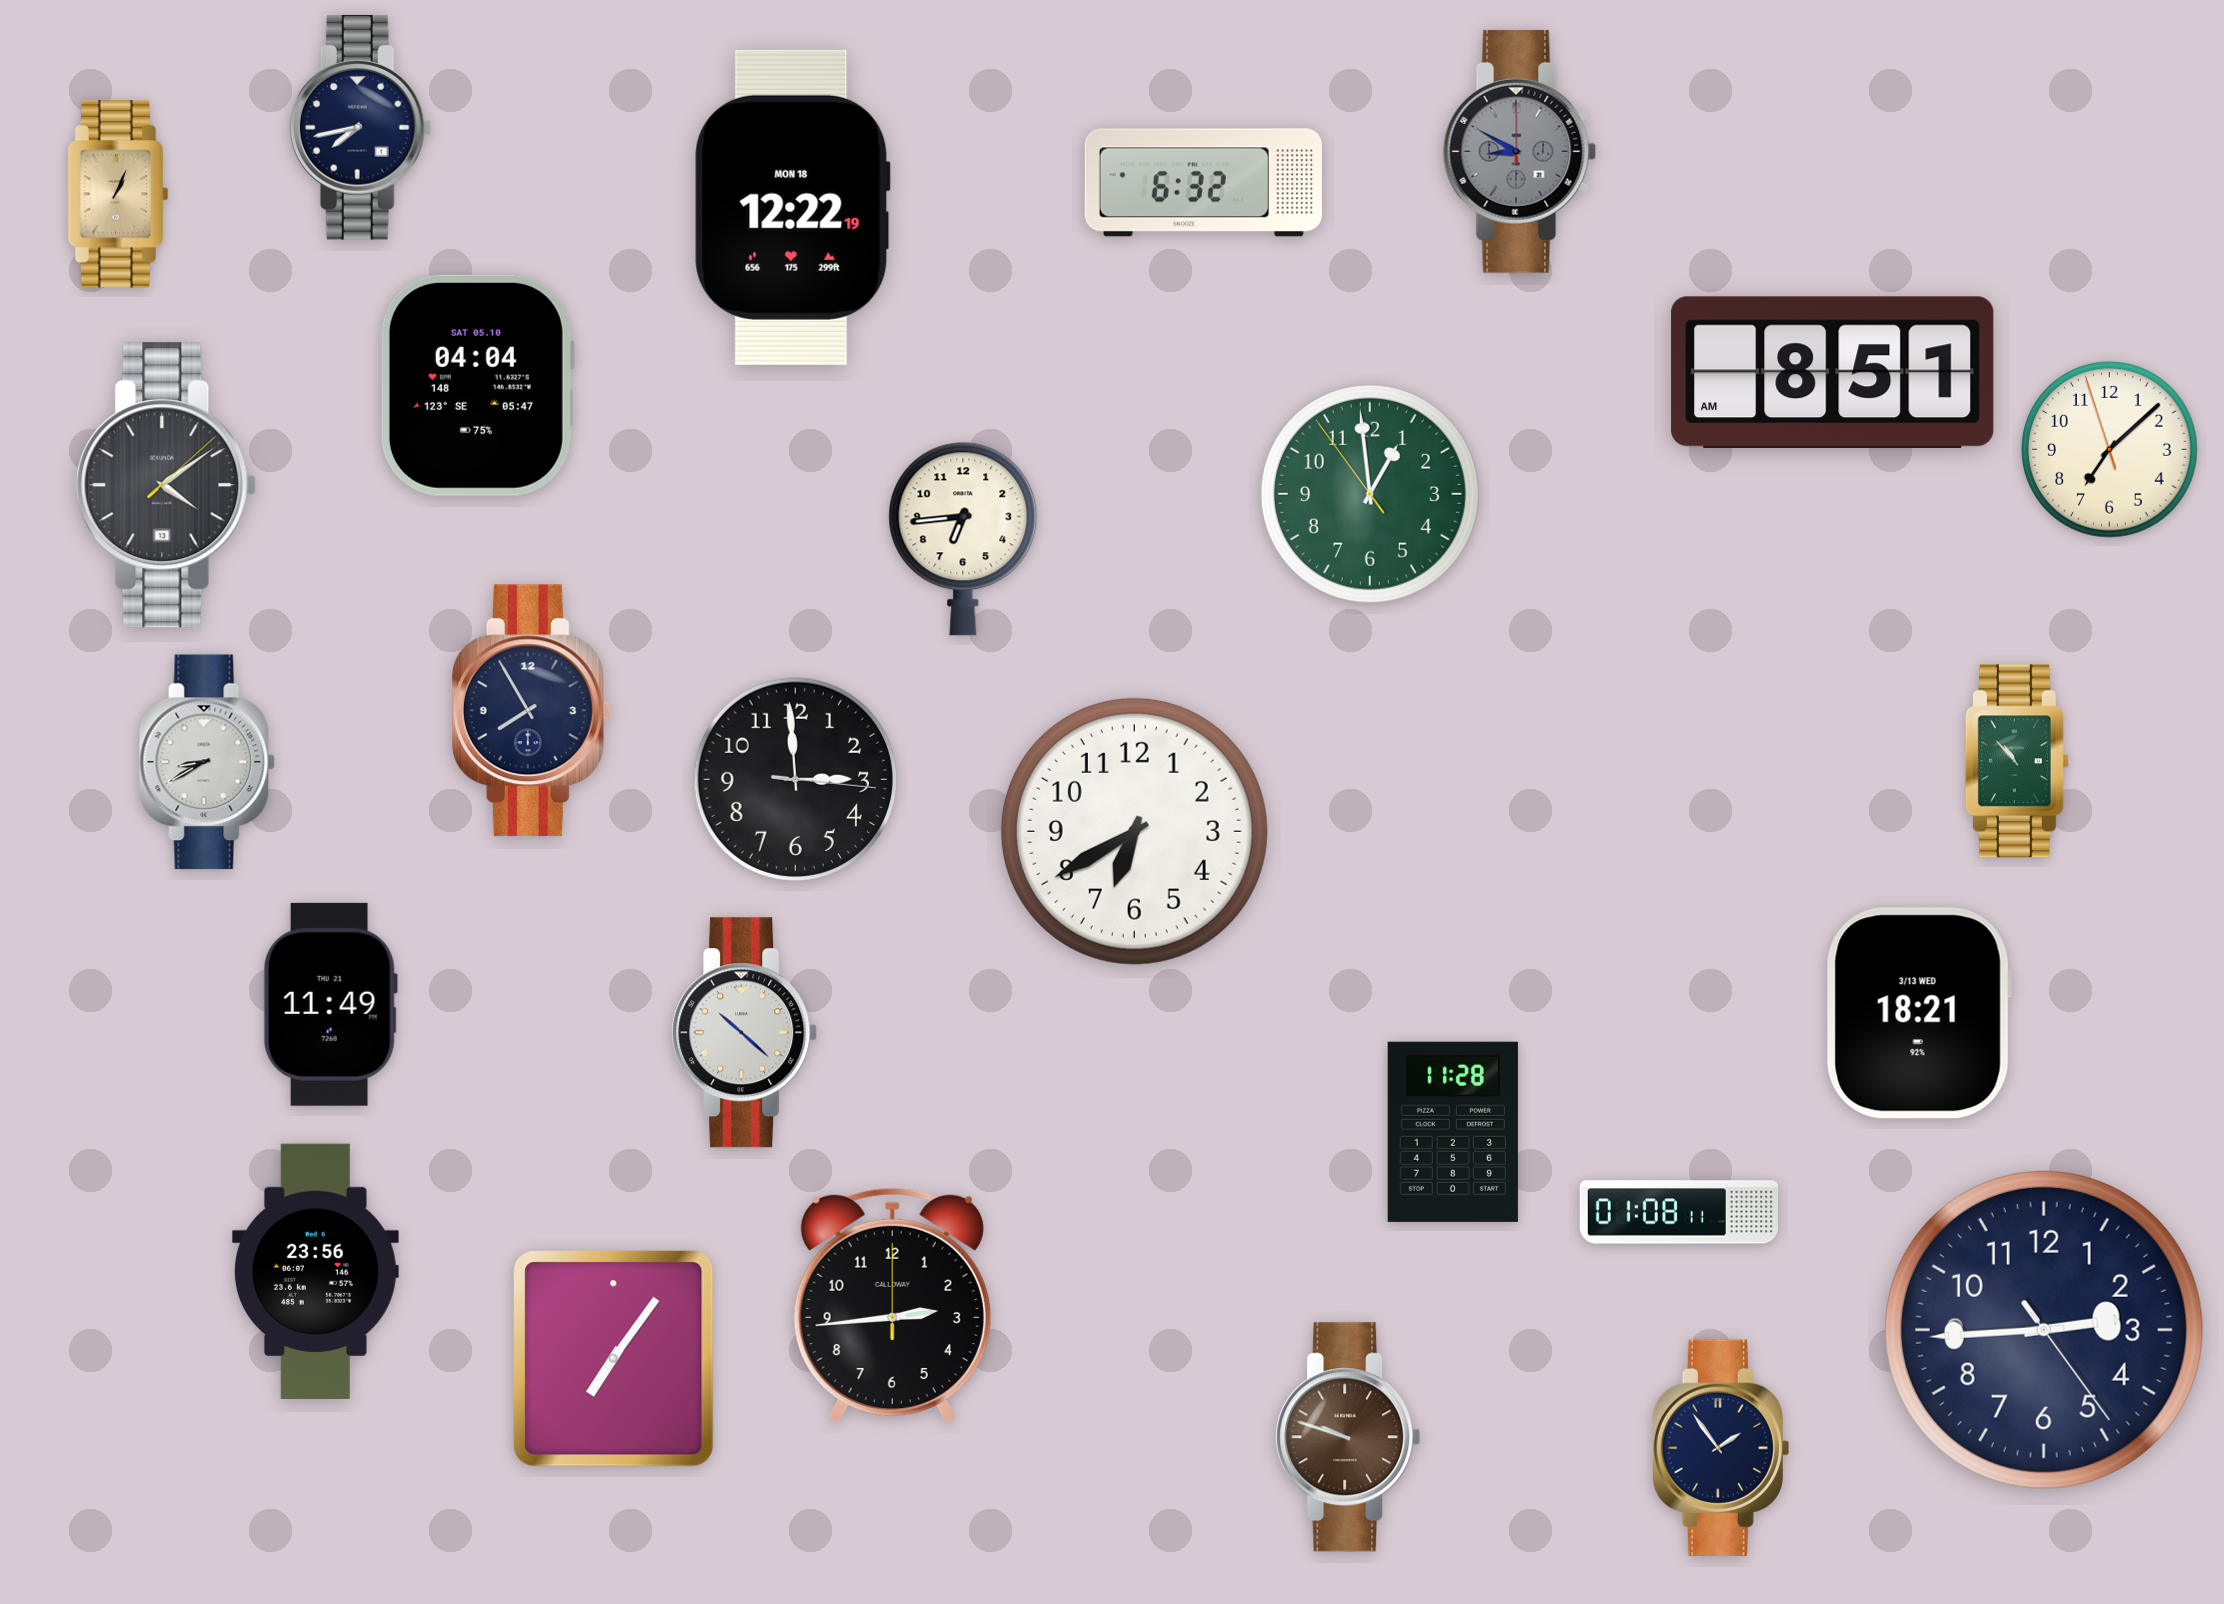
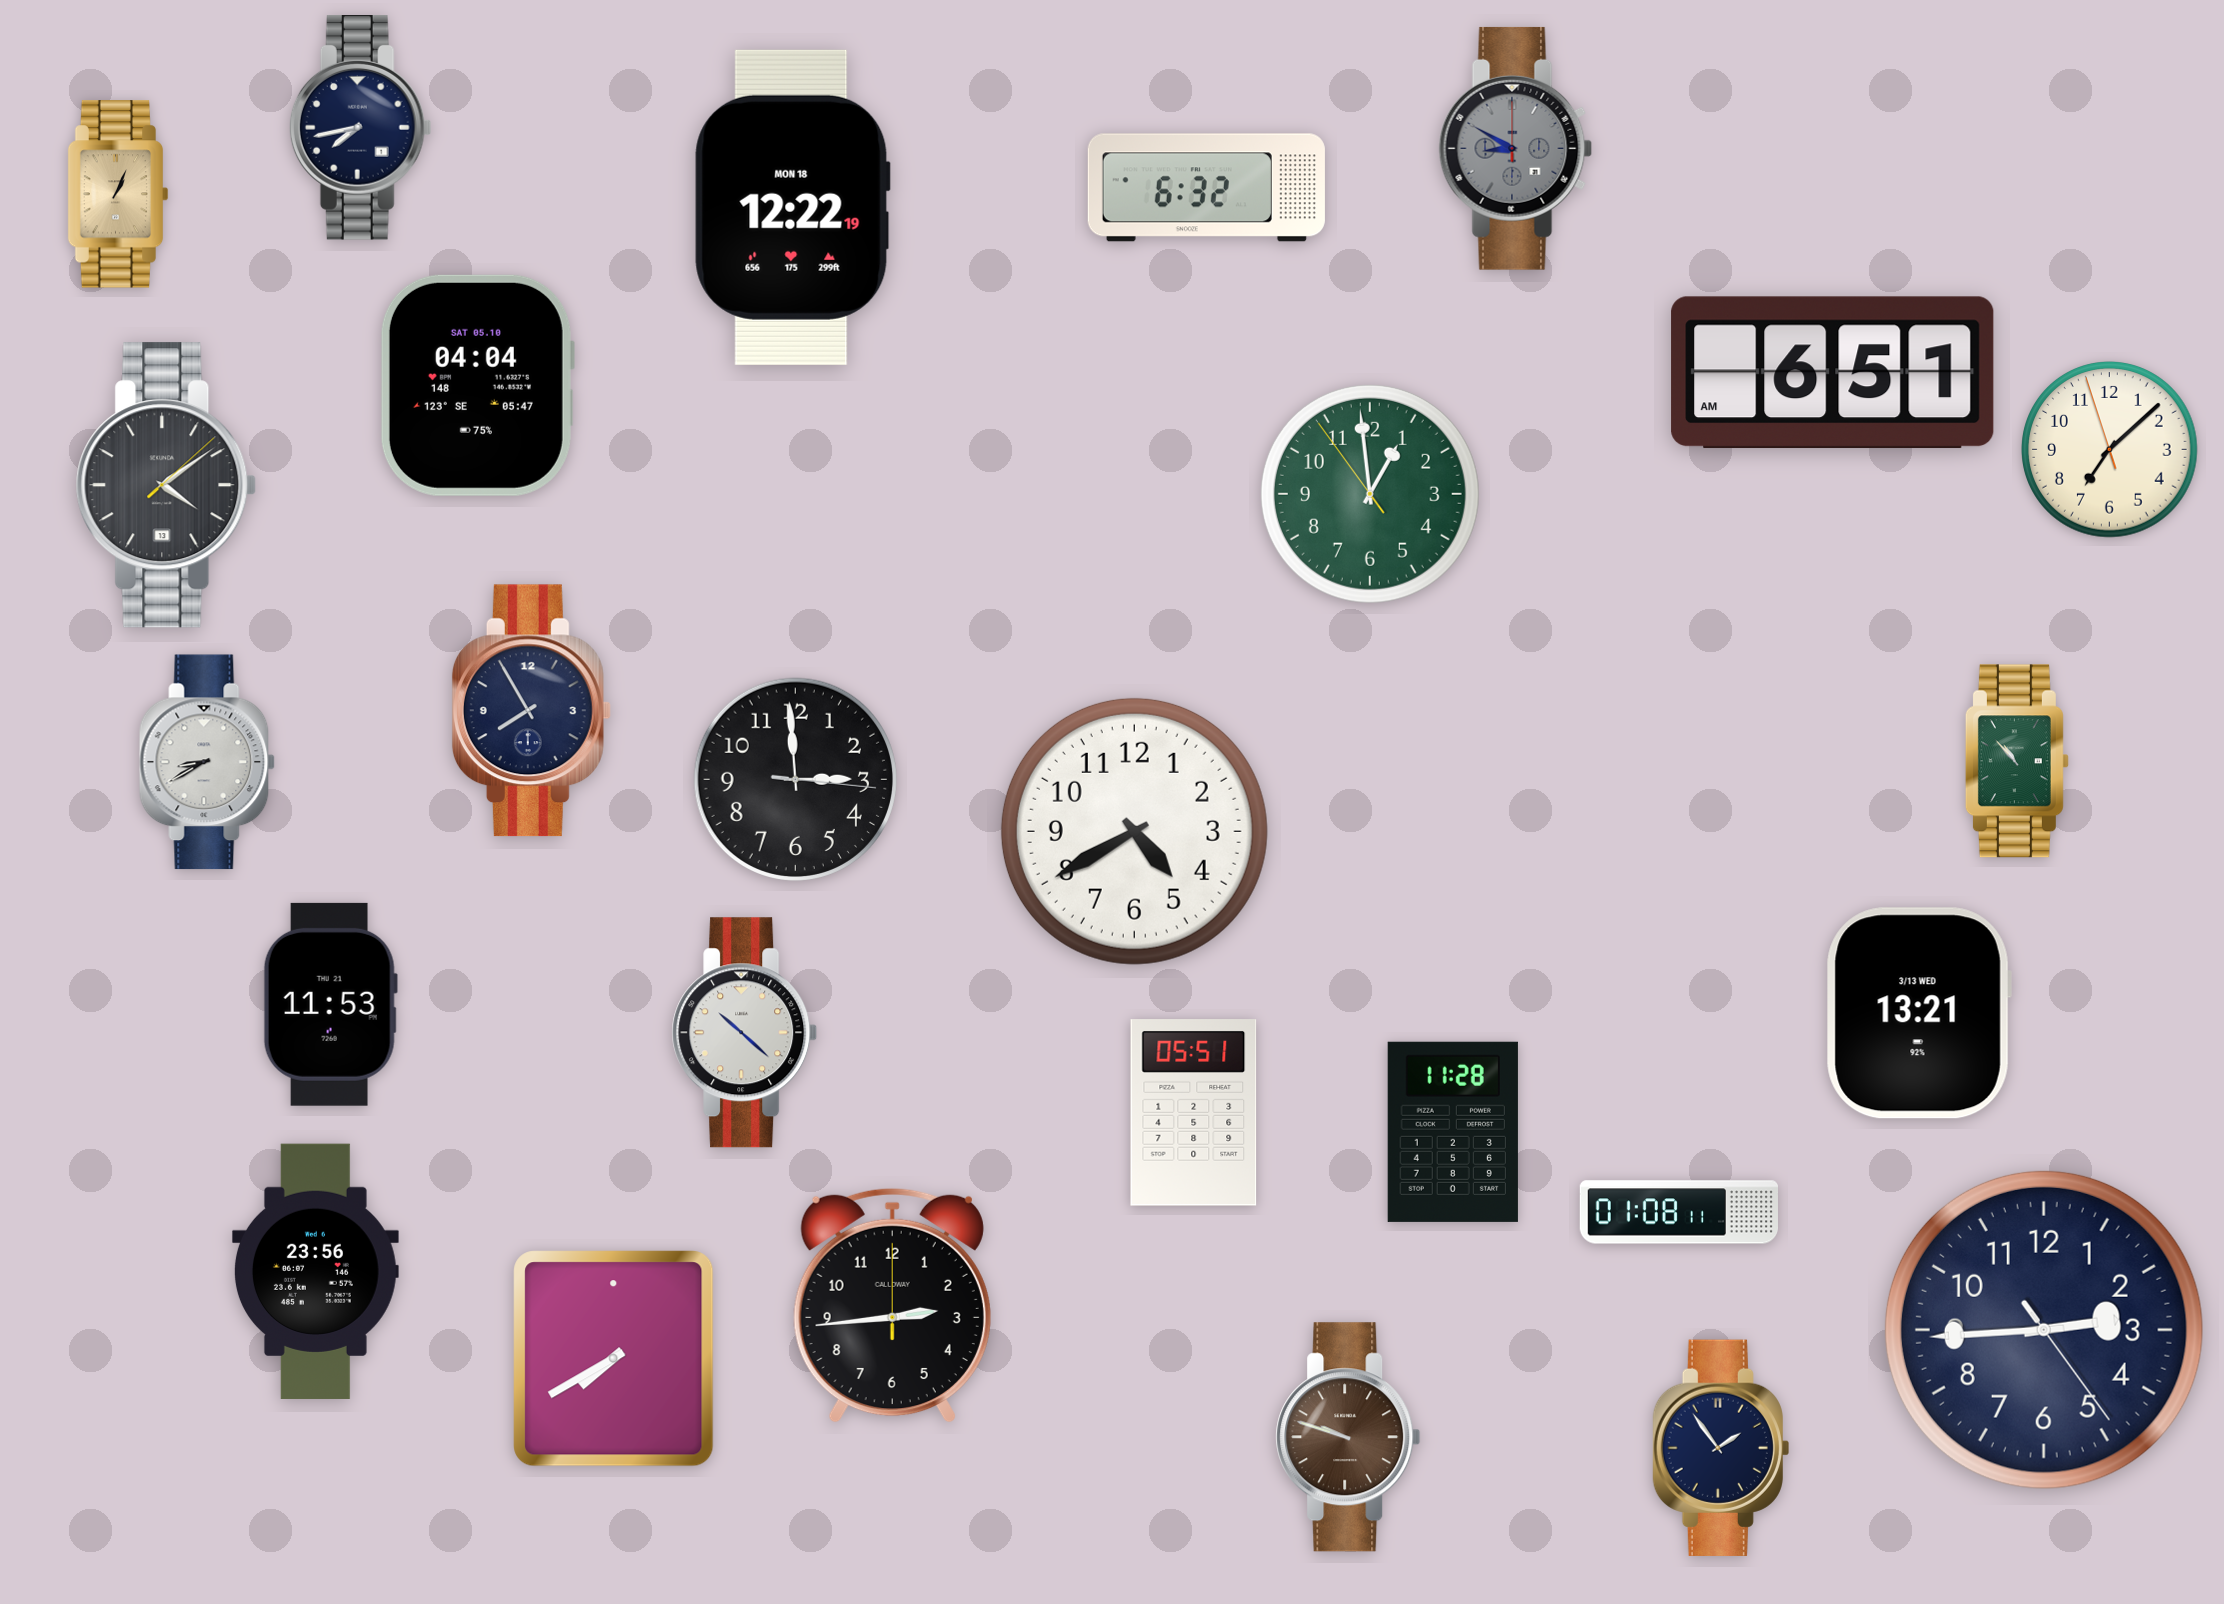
clock at (1520, 151) position: (1520, 151) -> (1516, 148)
clock at (1203, 183) position: (1203, 183) -> (1206, 188)
clock at (1833, 373): 8:51 -> 6:51
clock at (963, 539): 6:44 -> none
clock at (1134, 831): 6:40 -> 4:40
clock at (330, 1004): 11:49 -> 11:53
clock at (1919, 1013): 18:21 -> 13:21
clock at (1194, 1113): none -> 05:51
clock at (614, 1359): 7:06 -> 7:40
